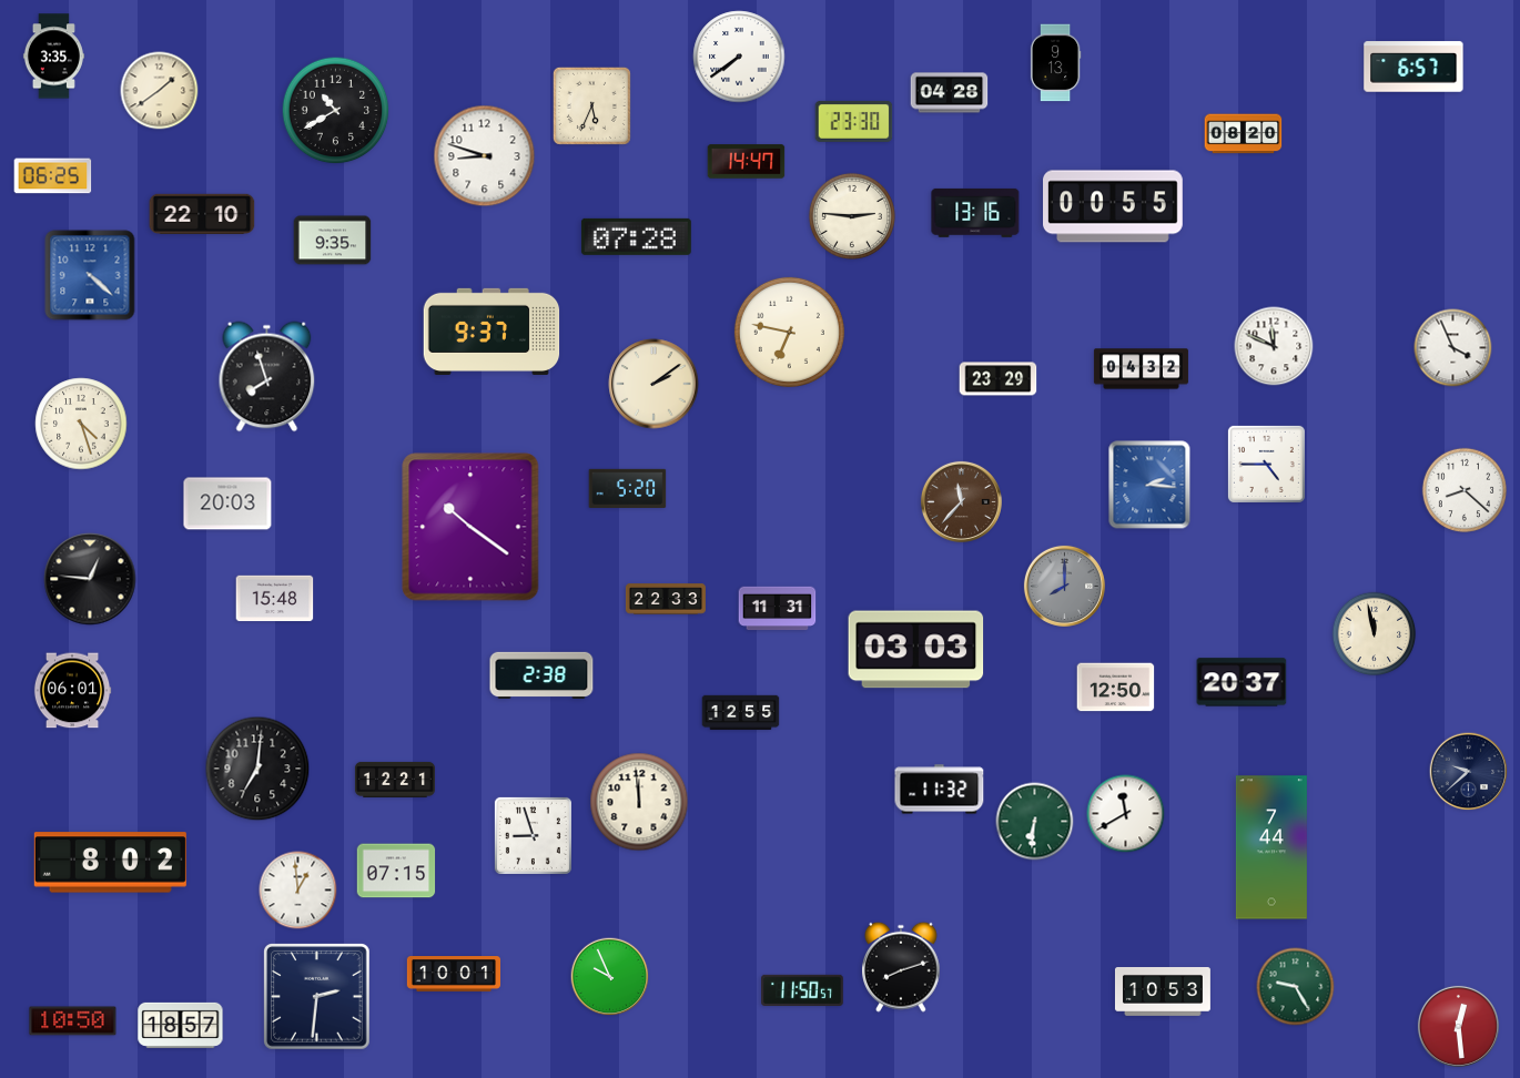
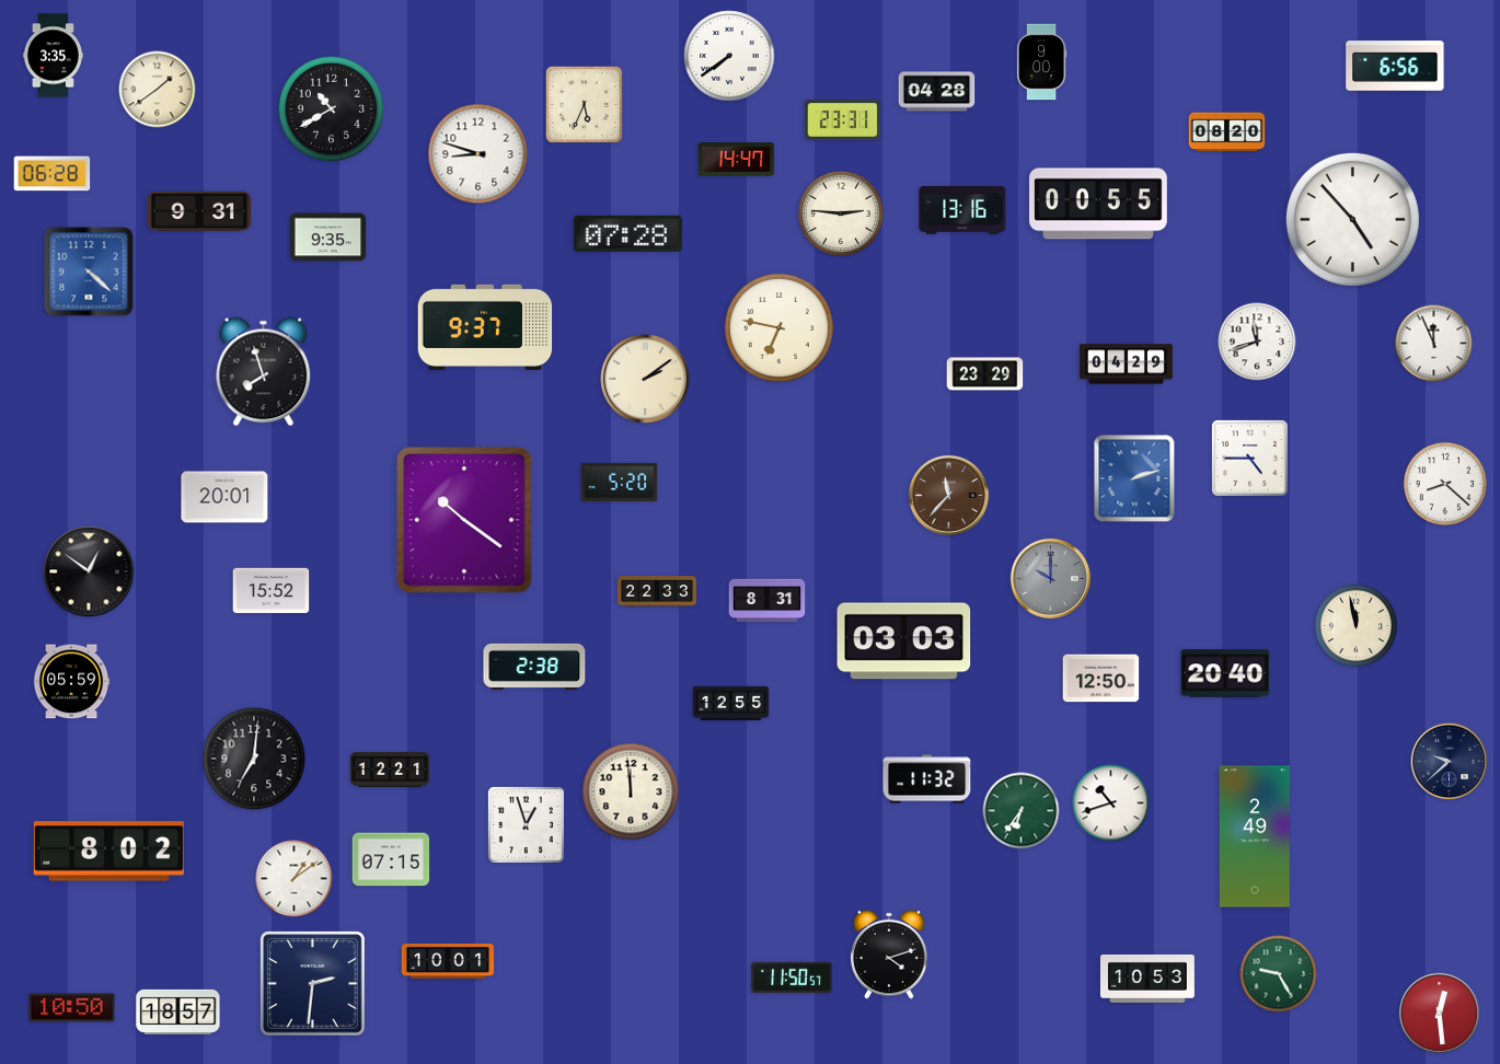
clock at (1055, 63): 9:13 -> 9:00
clock at (1413, 67): 6:57 -> 6:56
clock at (854, 121): 23:30 -> 23:31
clock at (53, 176): 06:25 -> 06:28
clock at (202, 214): 22:10 -> 9:31
clock at (1352, 219): none -> 4:53
clock at (1274, 346): 11:49 -> 11:42
clock at (1453, 348): 3:56 -> 11:56
clock at (1141, 369): 04:32 -> 04:29
clock at (81, 424): 4:27 -> none
clock at (1149, 485): 2:16 -> 2:12
clock at (227, 504): 20:03 -> 20:01
clock at (90, 579): 12:46 -> 12:51
clock at (1064, 586): 8:00 -> 10:00
clock at (275, 599): 15:48 -> 15:52
clock at (778, 609): 11:31 -> 8:31
clock at (1242, 682): 20:37 -> 20:40
clock at (72, 691): 06:01 -> 05:59
clock at (1126, 814): 11:40 -> 10:42
clock at (1035, 822): 6:31 -> 6:36
clock at (533, 835): 8:57 -> 12:57
clock at (1271, 847): 7:44 -> 2:49
clock at (298, 891): 12:59 -> 1:09
clock at (902, 967): 8:12 -> 4:12
clock at (610, 977): 9:56 -> none
